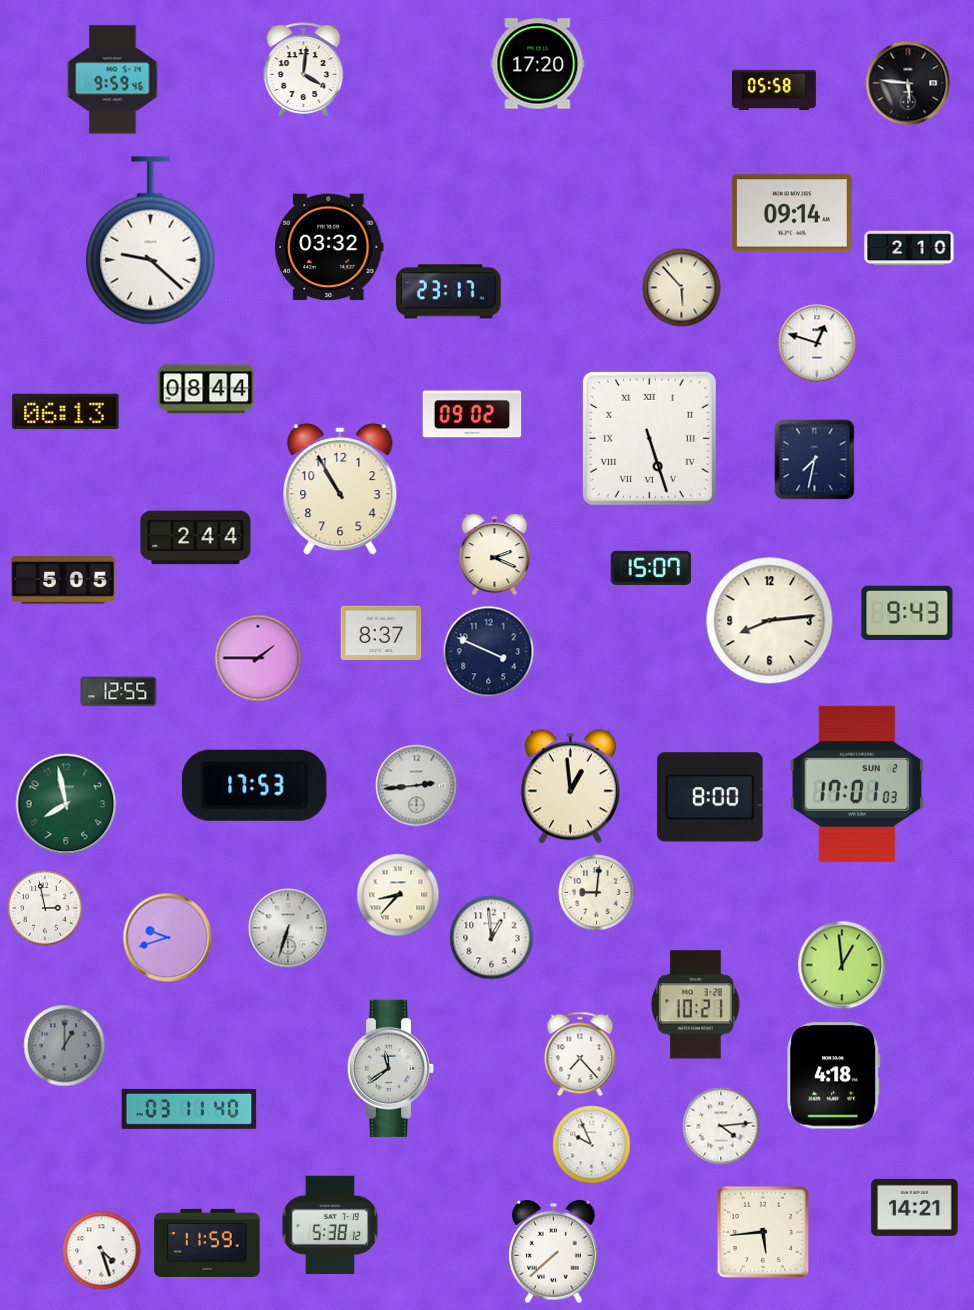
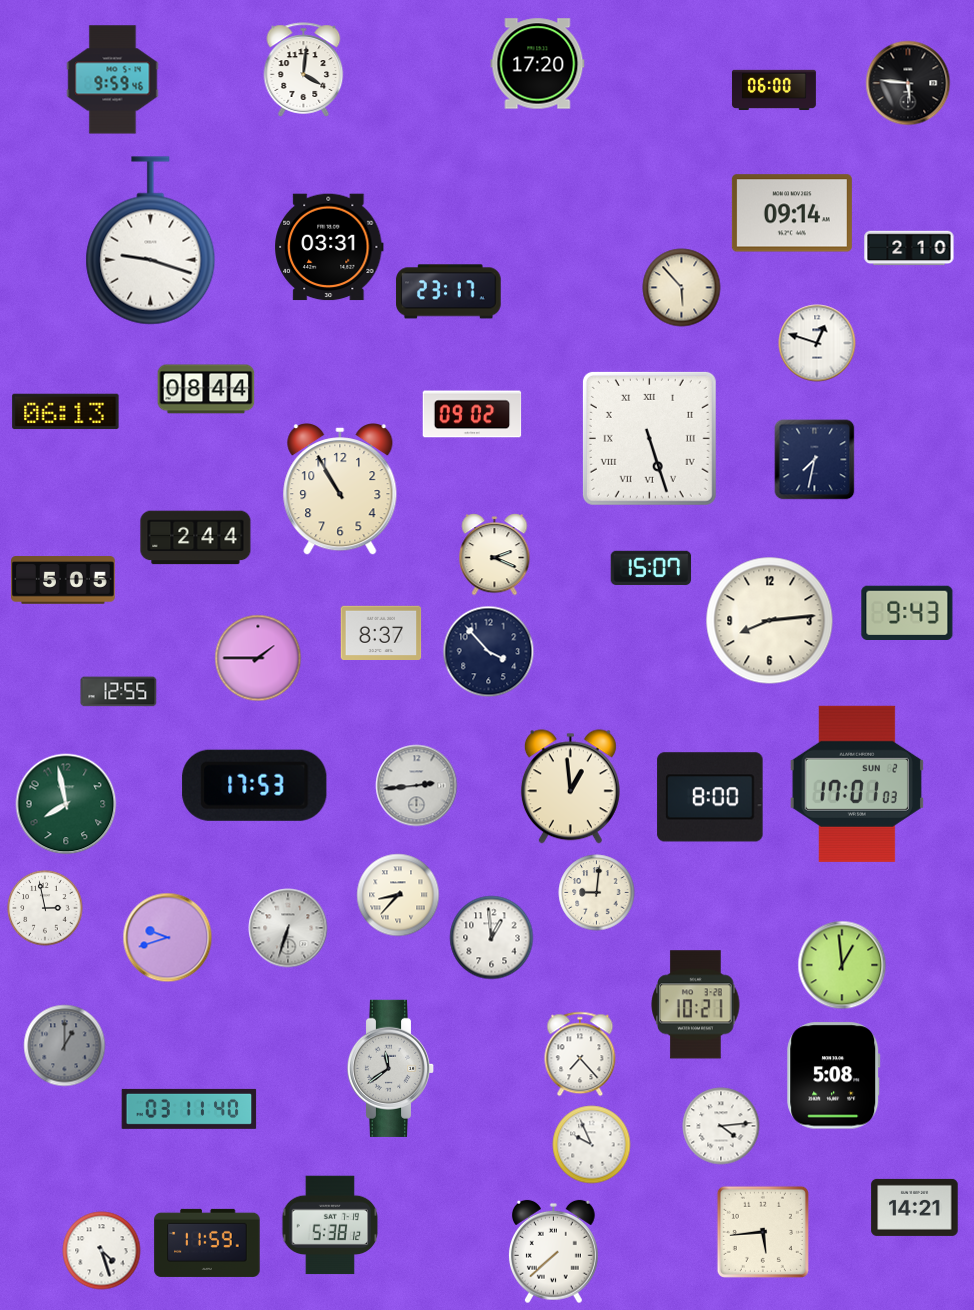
clock at (774, 90): 05:58 -> 06:00
clock at (151, 241): 9:22 -> 9:18
clock at (329, 247): 03:32 -> 03:31
clock at (489, 652): 3:49 -> 3:53
clock at (834, 1076): 4:18 -> 5:08
